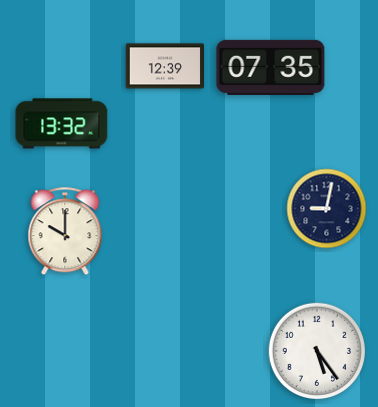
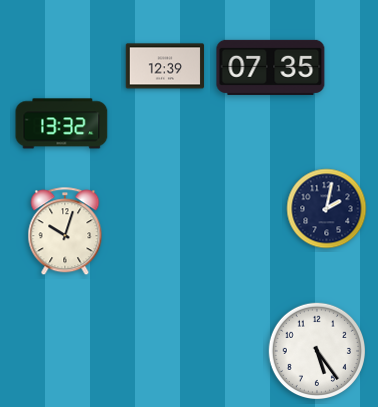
clock at (327, 209): 9:02 -> 2:02
clock at (65, 232): 10:00 -> 10:03
